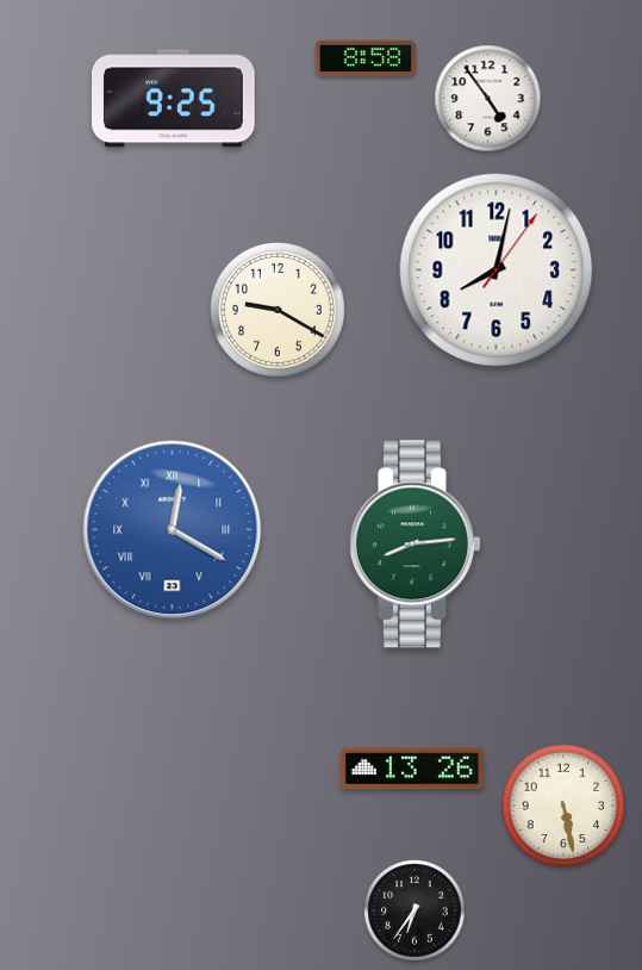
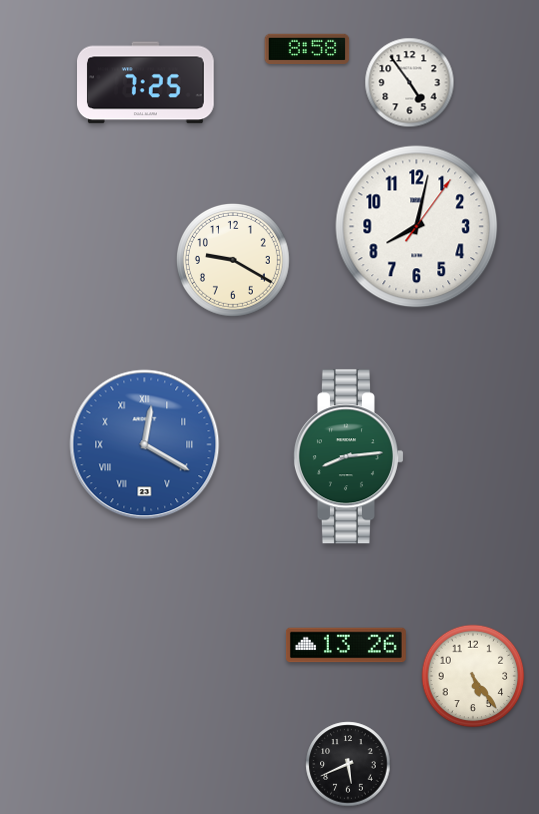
clock at (174, 99): 9:25 -> 7:25
clock at (563, 806): 5:28 -> 5:24
clock at (415, 910): 6:36 -> 5:41
